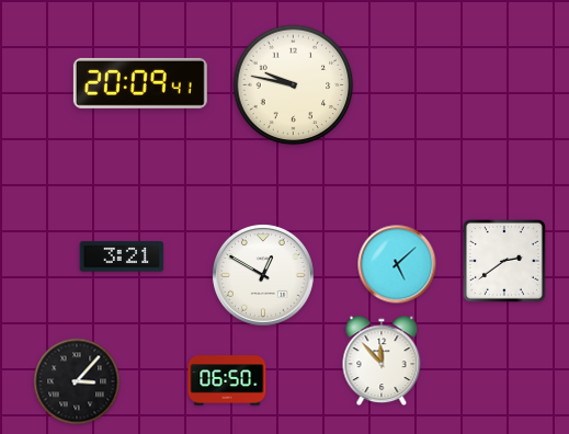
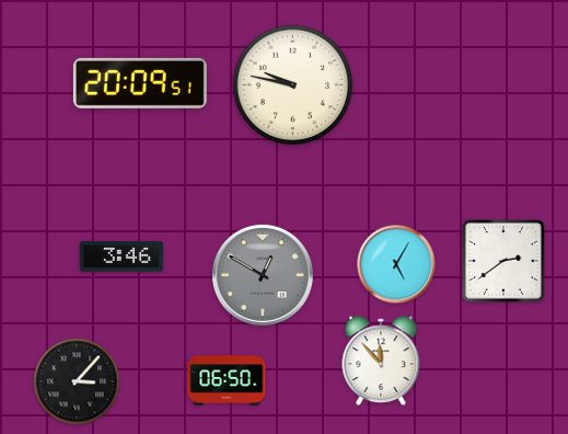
clock at (140, 83): 20:09:41 -> 20:09:51
clock at (122, 256): 3:21 -> 3:46
clock at (397, 264): 5:08 -> 5:05
clock at (263, 275) dial: white -> grey
